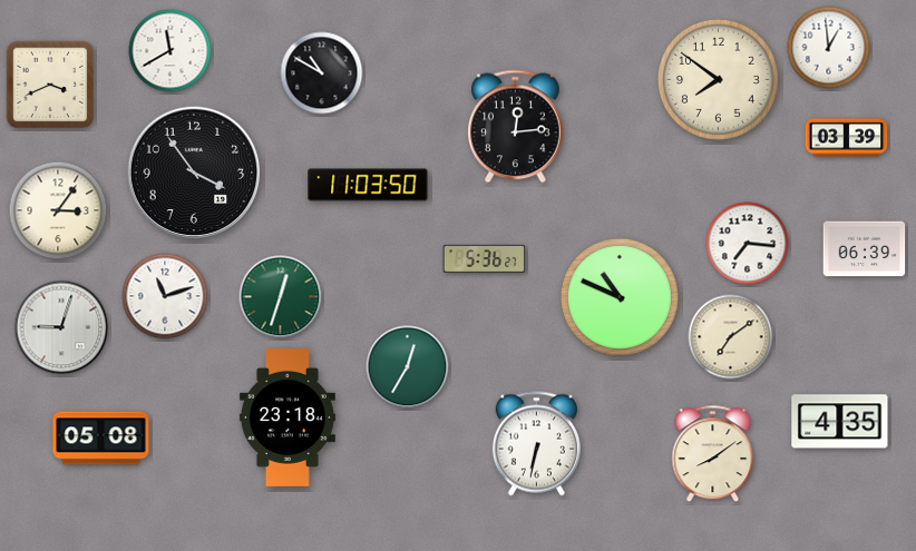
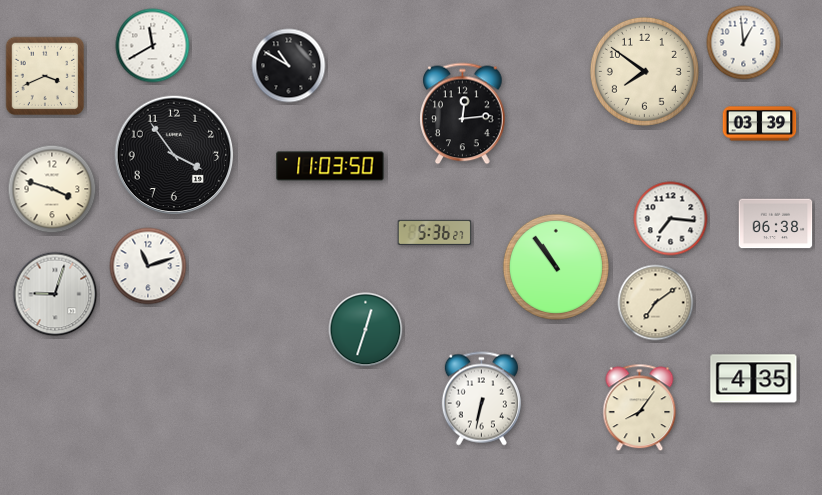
clock at (58, 210): 3:06 -> 3:48
clock at (865, 249): 06:39 -> 06:38
clock at (281, 297): 12:33 -> none
clock at (620, 297): 10:49 -> 10:54
clock at (408, 367): 12:35 -> 12:33
clock at (288, 419): 23:18 -> none
clock at (101, 439): 05:08 -> none
clock at (713, 454): 8:09 -> 8:06
